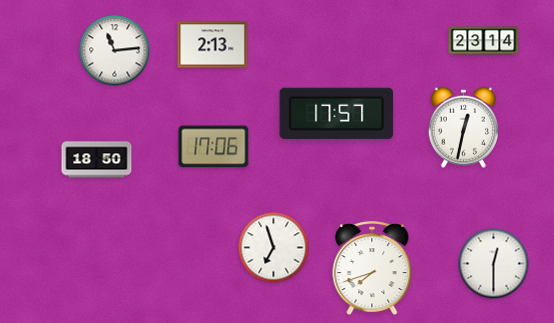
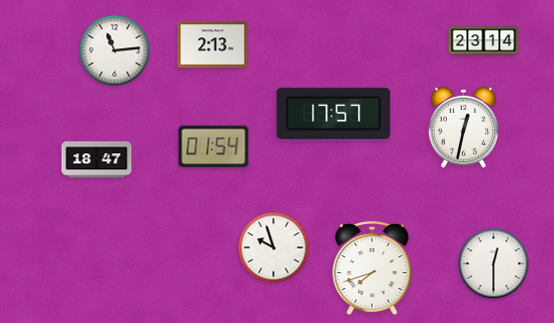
clock at (337, 113) position: (337, 113) -> (334, 113)
clock at (214, 147): 17:06 -> 01:54
clock at (97, 160): 18:50 -> 18:47
clock at (274, 248): 6:57 -> 9:57
